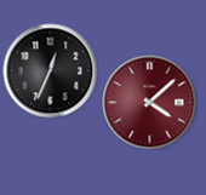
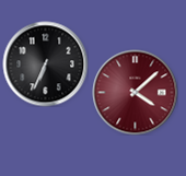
clock at (50, 70): 12:34 -> 6:34
